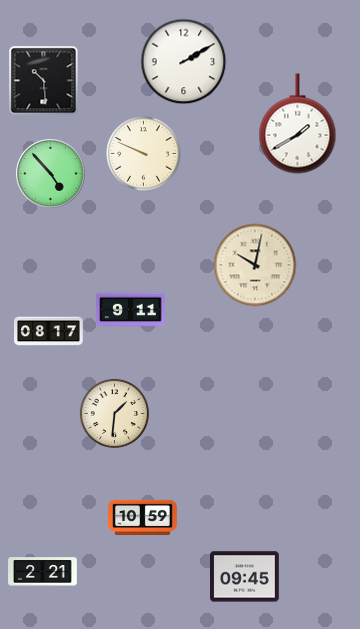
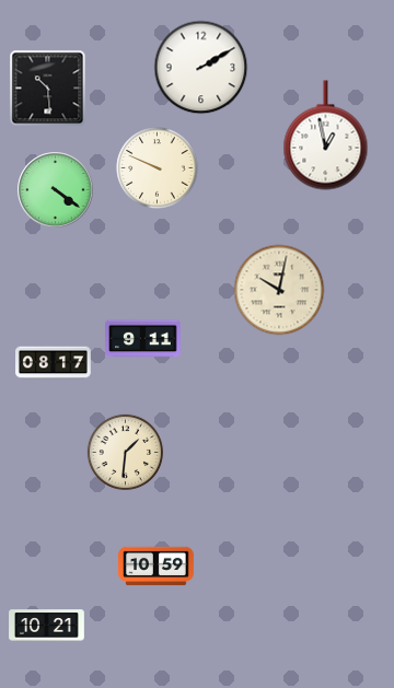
clock at (298, 124): 1:40 -> 12:58
clock at (51, 174): 4:53 -> 4:21
clock at (43, 572): 2:21 -> 10:21
clock at (245, 577): 09:45 -> none
